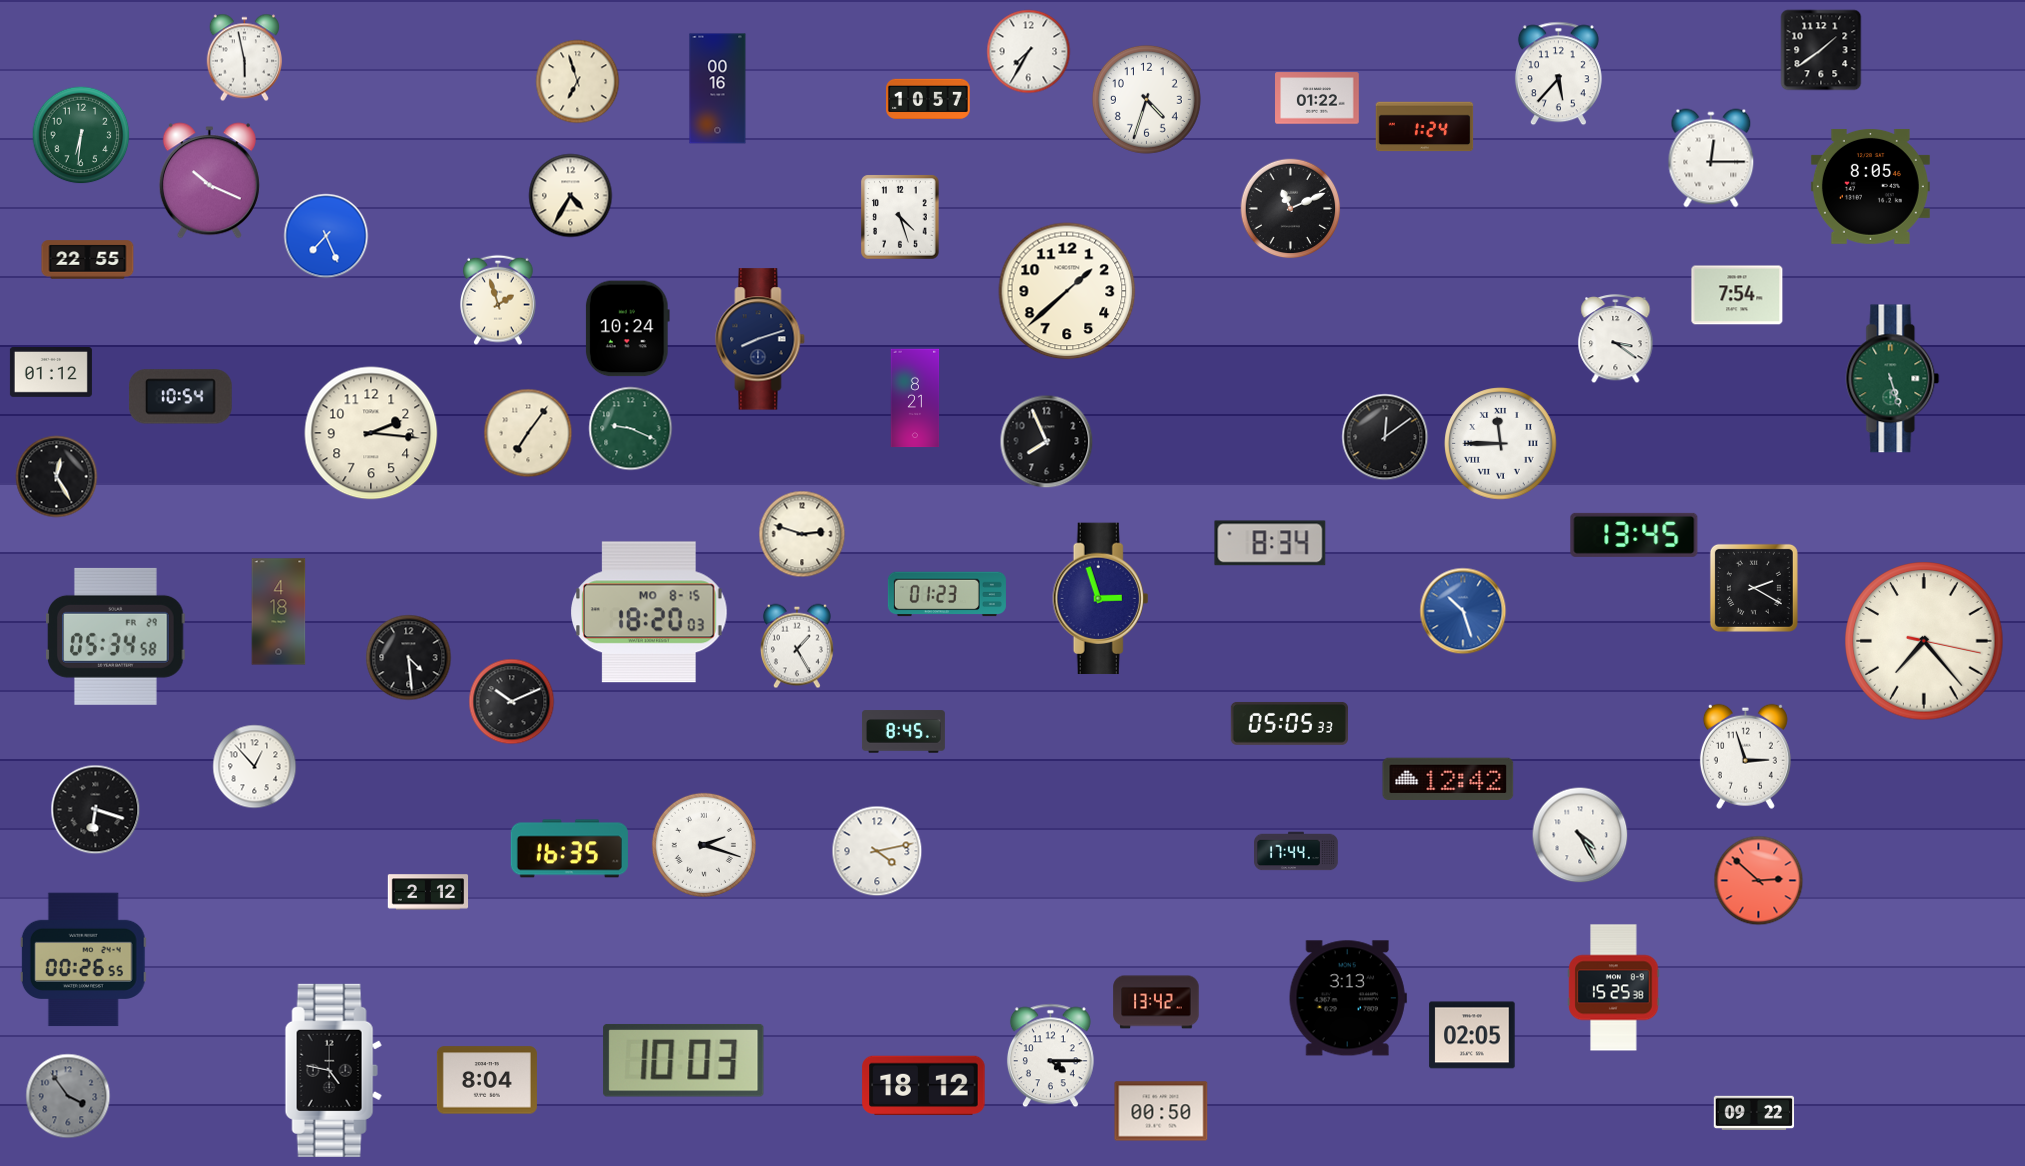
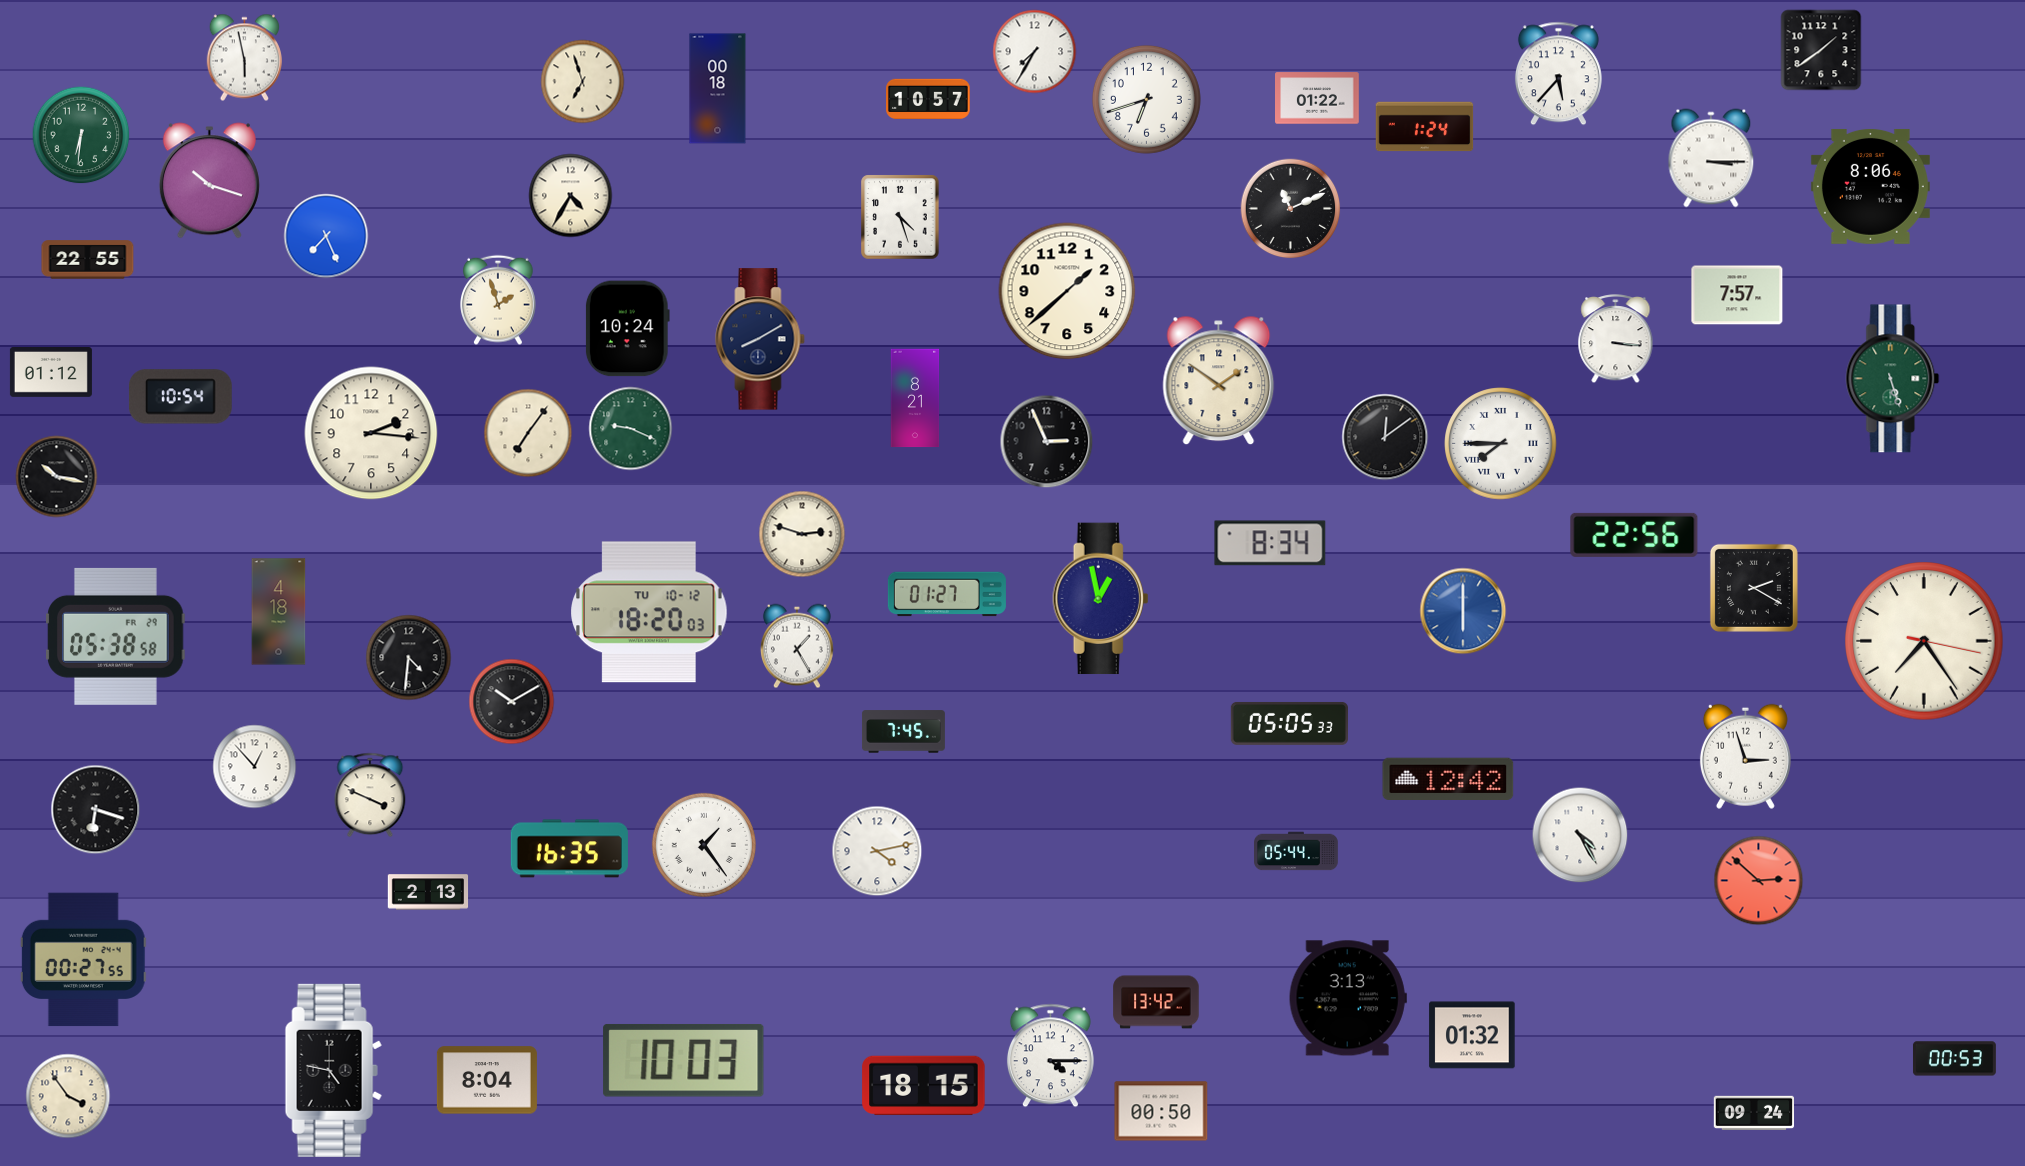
clock at (1029, 52) position: (1029, 52) -> (1035, 52)
clock at (578, 82) position: (578, 82) -> (583, 82)
clock at (718, 89): 00:16 -> 00:18
clock at (1146, 99): 4:33 -> 6:42
clock at (1711, 158): 12:15 -> 3:15
clock at (209, 181): 10:19 -> 10:18
clock at (1870, 186): 8:05 -> 8:06
clock at (1737, 295): 7:54 -> 7:57
clock at (760, 339): 8:12 -> 8:10
clock at (1616, 340): 3:21 -> 3:16
clock at (1219, 381): none -> 1:51
clock at (1047, 442): 7:56 -> 2:56
clock at (1501, 444): 11:45 -> 7:45
clock at (57, 477): 12:25 -> 10:17
clock at (1634, 535): 13:45 -> 22:56
clock at (947, 594): 01:23 -> 01:27
clock at (1101, 599): 2:57 -> 12:58
clock at (1463, 611): 10:27 -> 6:00
clock at (649, 612) date: MO 8-15 -> TU 10-12
clock at (116, 636): 05:34 -> 05:38
clock at (1924, 641): 7:23 -> 7:24
clock at (409, 658): 4:29 -> 4:31
clock at (512, 702): 10:11 -> 10:10
clock at (903, 732): 8:45 -> 7:45
clock at (370, 795): none -> 3:49
clock at (704, 845): 2:18 -> 1:24
clock at (1296, 851): 17:44 -> 05:44
clock at (428, 892): 2:12 -> 2:13
clock at (83, 960): 00:26 -> 00:27
clock at (1614, 988): 15:25 -> none
clock at (1472, 1035): 02:05 -> 01:32
clock at (1954, 1059): none -> 00:53
clock at (924, 1086): 18:12 -> 18:15
clock at (68, 1096) dial: grey -> cream
clock at (1754, 1112): 09:22 -> 09:24
